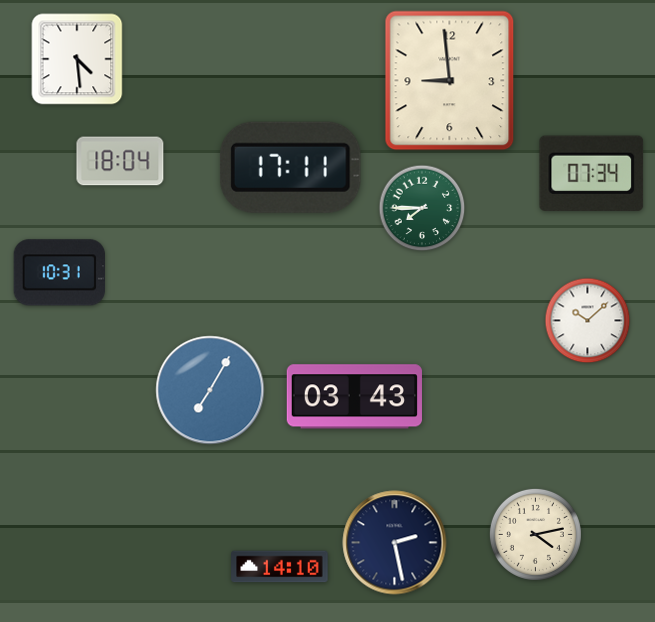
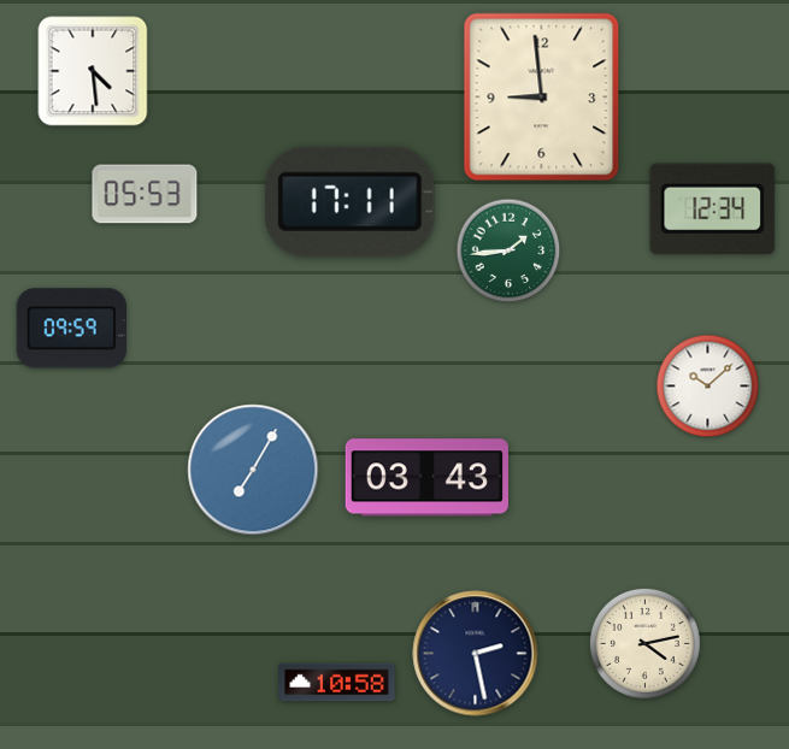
clock at (120, 161): 18:04 -> 05:53
clock at (592, 173): 07:34 -> 12:34
clock at (422, 208): 7:45 -> 1:44
clock at (59, 273): 10:31 -> 09:59
clock at (280, 567): 14:10 -> 10:58
